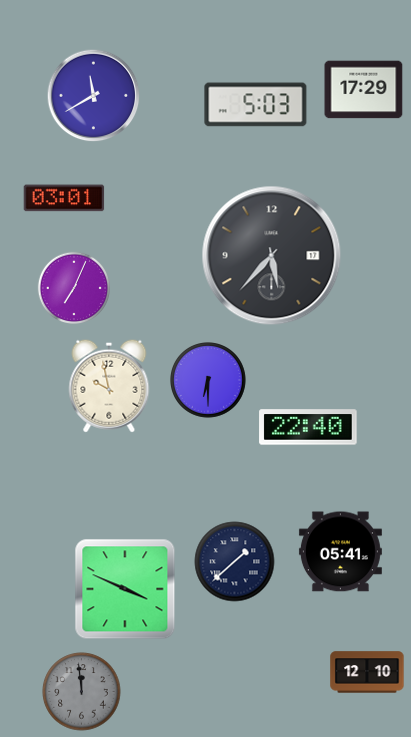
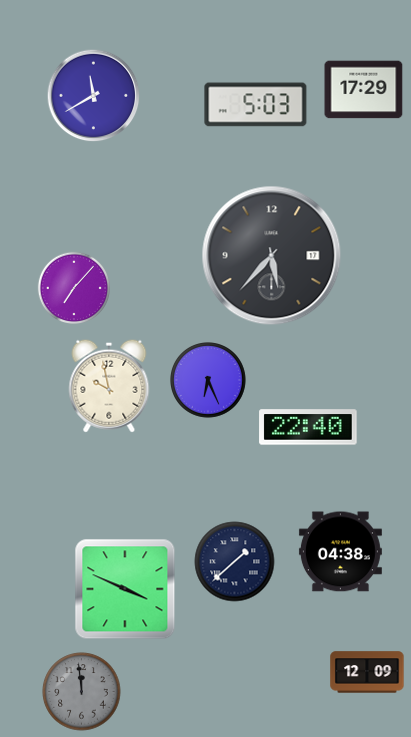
clock at (64, 198): 03:01 -> none
clock at (73, 287): 7:04 -> 7:07
clock at (209, 381): 6:30 -> 6:26
clock at (340, 552): 05:41 -> 04:38
clock at (367, 672): 12:10 -> 12:09
